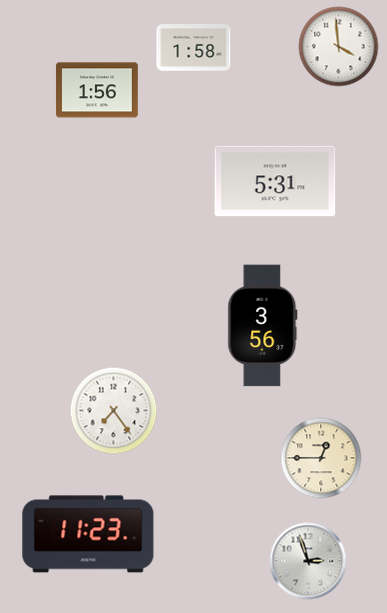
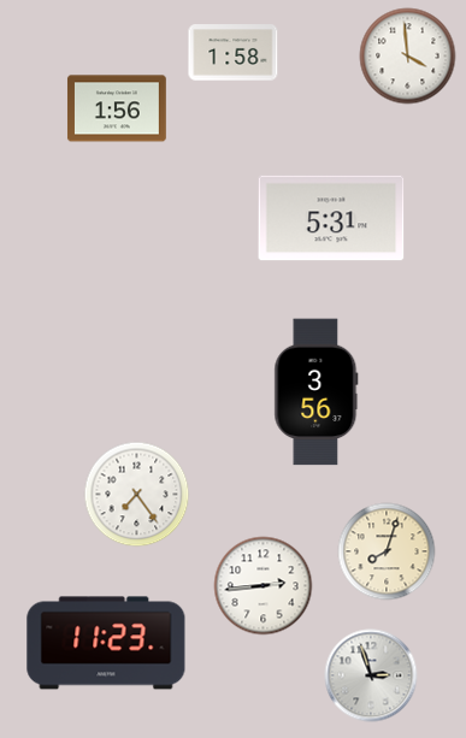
clock at (194, 48) position: (194, 48) -> (234, 53)
clock at (321, 458): 12:45 -> 8:03
clock at (264, 586): none -> 2:44
